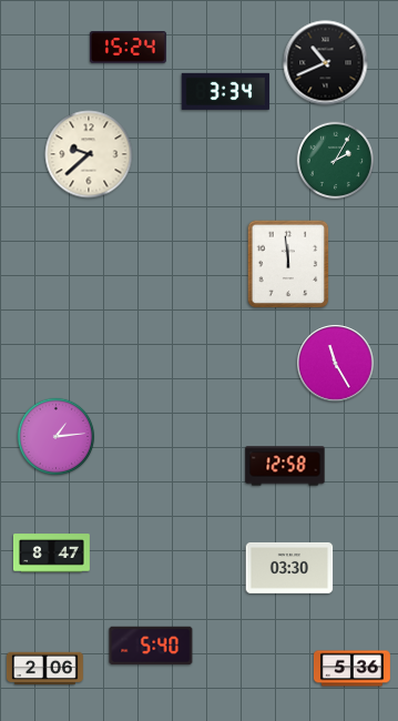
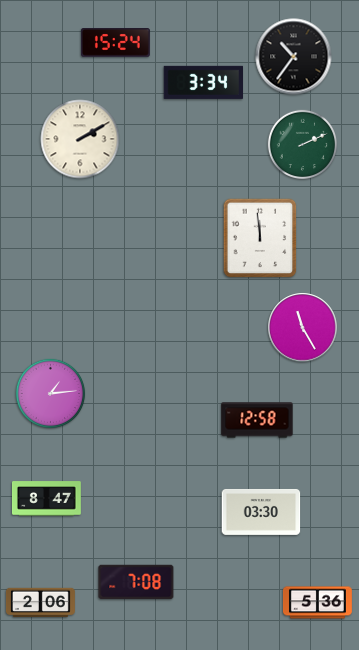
clock at (326, 63): 10:41 -> 10:36
clock at (89, 154): 9:38 -> 2:10
clock at (336, 161): 2:05 -> 2:11
clock at (151, 646): 5:40 -> 7:08
